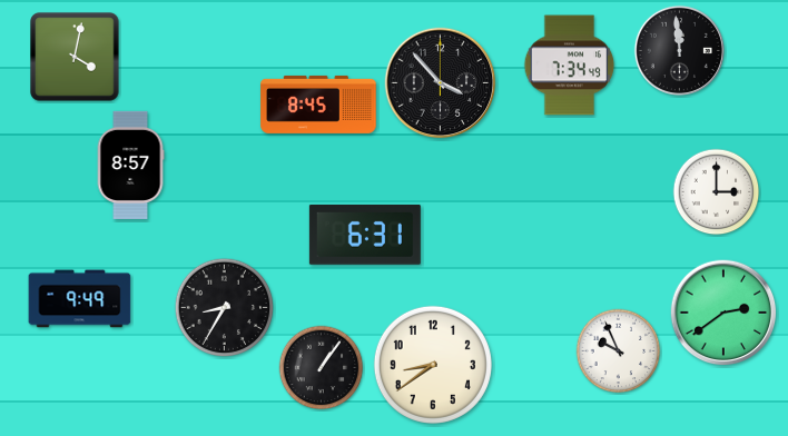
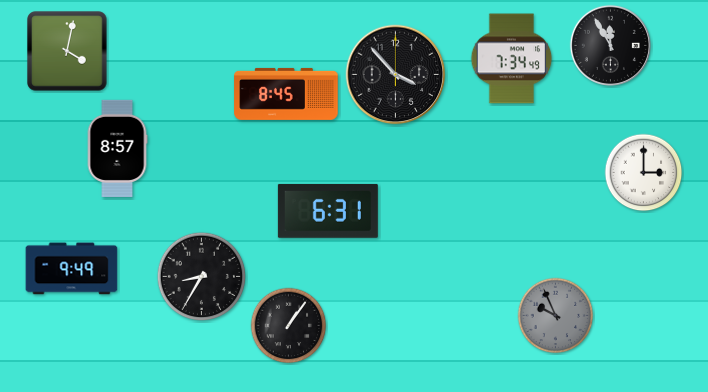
clock at (679, 50): 11:59 -> 11:55
clock at (723, 313): 2:39 -> none
clock at (619, 351) dial: white -> grey
clock at (433, 365): 8:39 -> none
clock at (322, 368) position: (322, 368) -> (289, 326)
